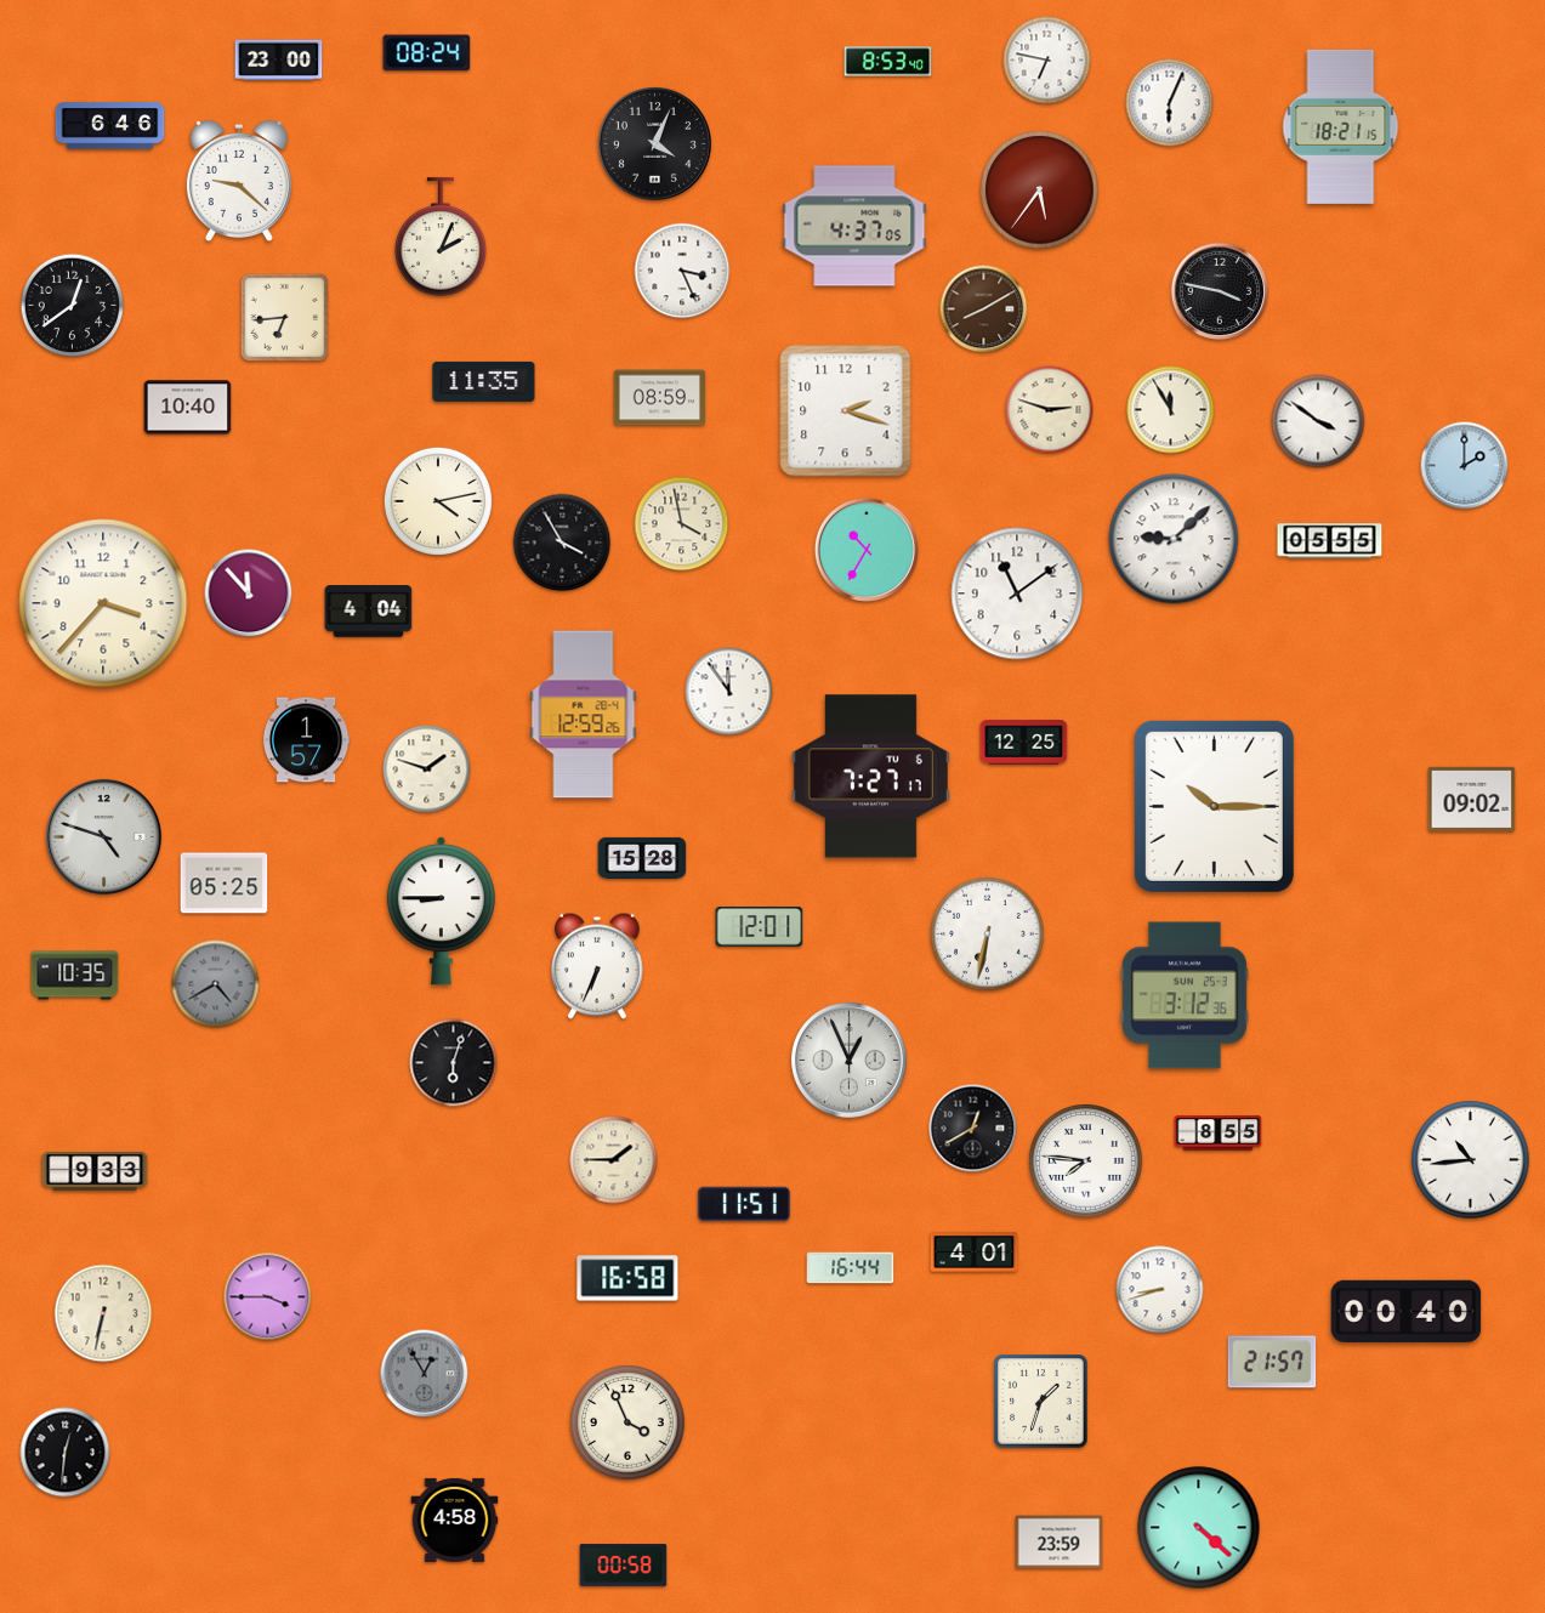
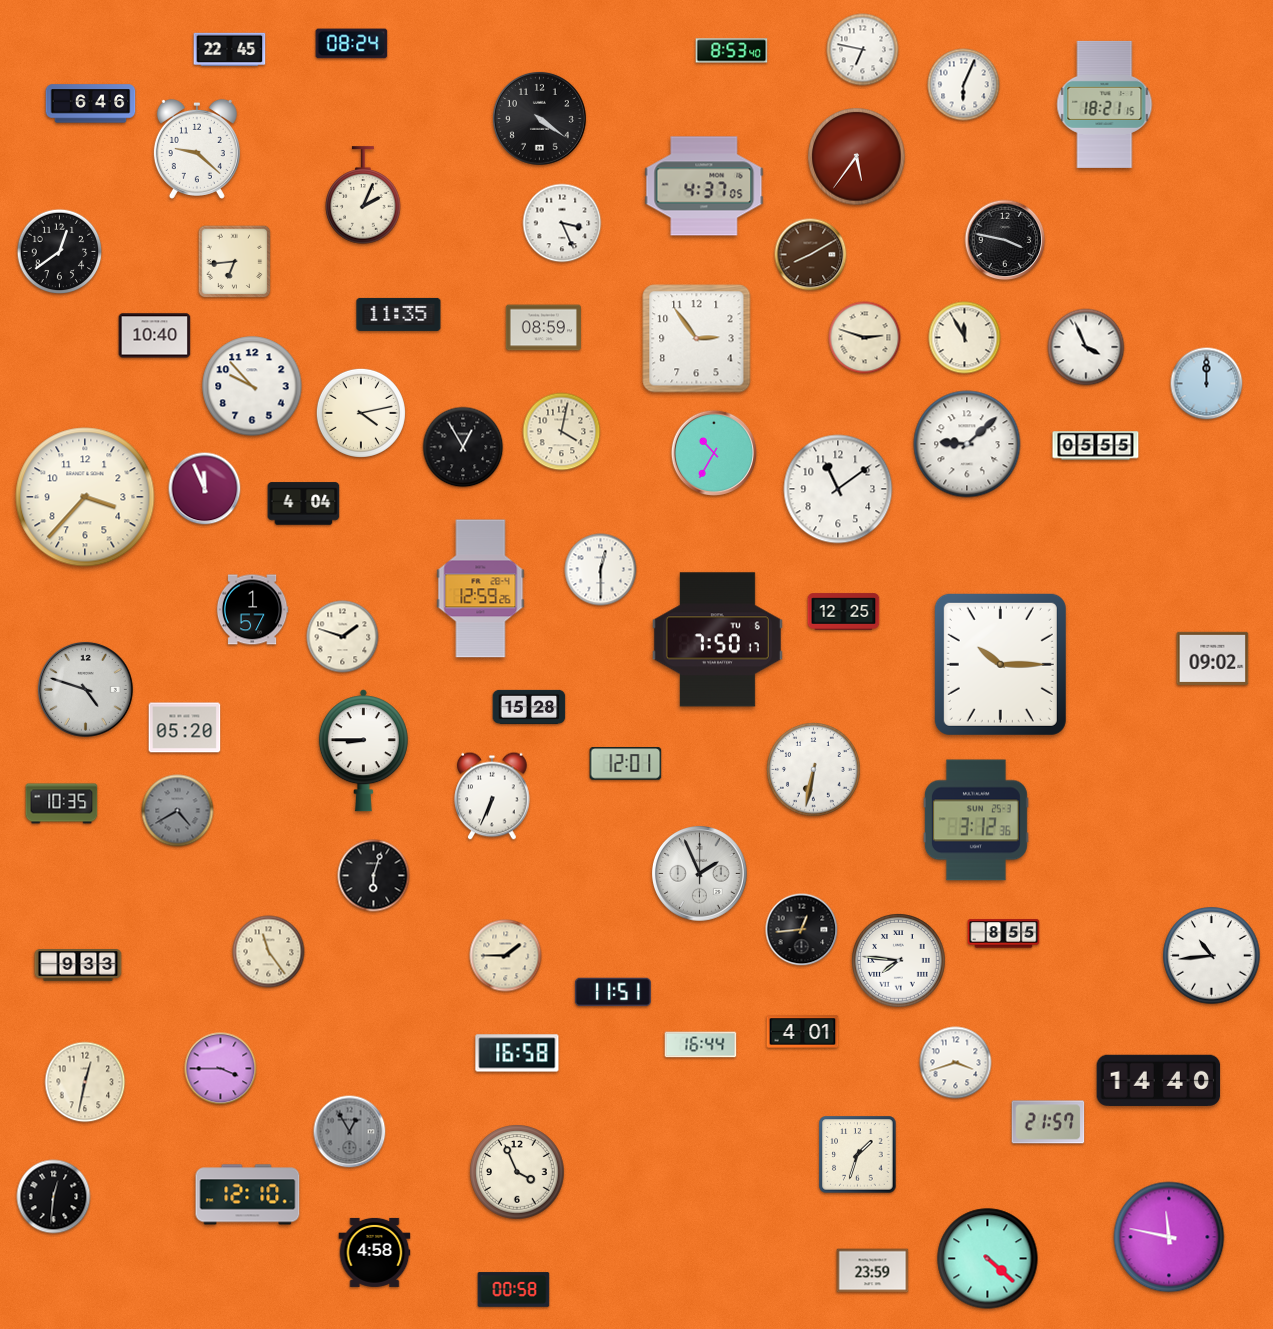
clock at (279, 61): 23:00 -> 22:45
clock at (654, 143): 4:04 -> 4:21
clock at (846, 411): 2:18 -> 2:54
clock at (1318, 421): 3:51 -> 3:56
clock at (1465, 466): 2:00 -> 12:00
clock at (252, 386): none -> 9:53
clock at (682, 524): 3:58 -> 4:02
clock at (562, 543): 3:55 -> 12:55
clock at (249, 593): 11:53 -> 11:56
clock at (729, 692): 11:54 -> 12:30
clock at (427, 769) position: (427, 769) -> (343, 637)
clock at (870, 777): 7:27 -> 7:50
clock at (225, 884): 05:25 -> 05:20
clock at (848, 1060): 12:56 -> 1:56
clock at (973, 1129): 12:40 -> 12:44
clock at (269, 952): none -> 11:24
clock at (1086, 1162) position: (1086, 1162) -> (899, 961)
clock at (1160, 1290): 8:42 -> 3:42
clock at (1407, 1311): 00:40 -> 14:40
clock at (103, 1313): 6:32 -> 12:32
clock at (248, 1195): none -> 12:10
clock at (1169, 1237): none -> 11:47
